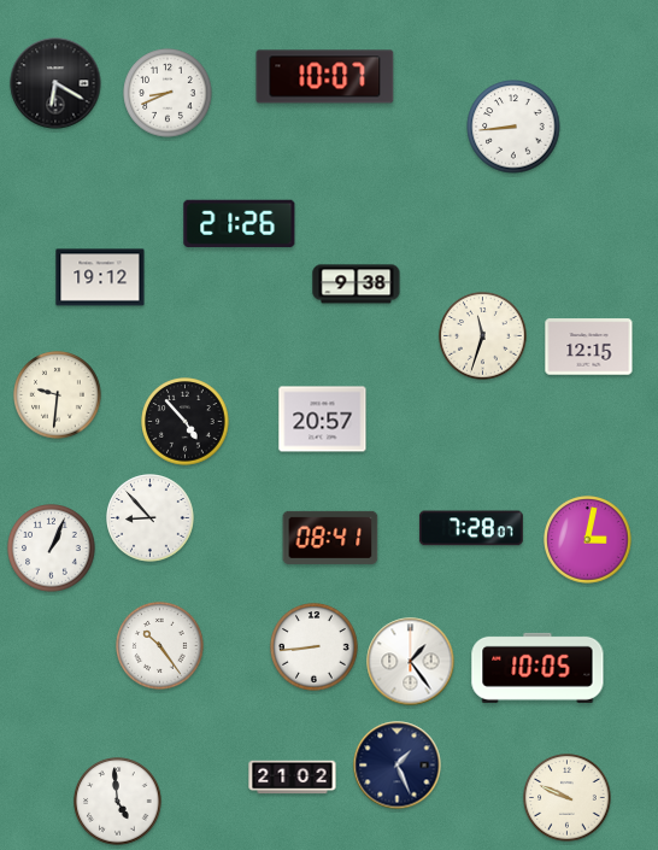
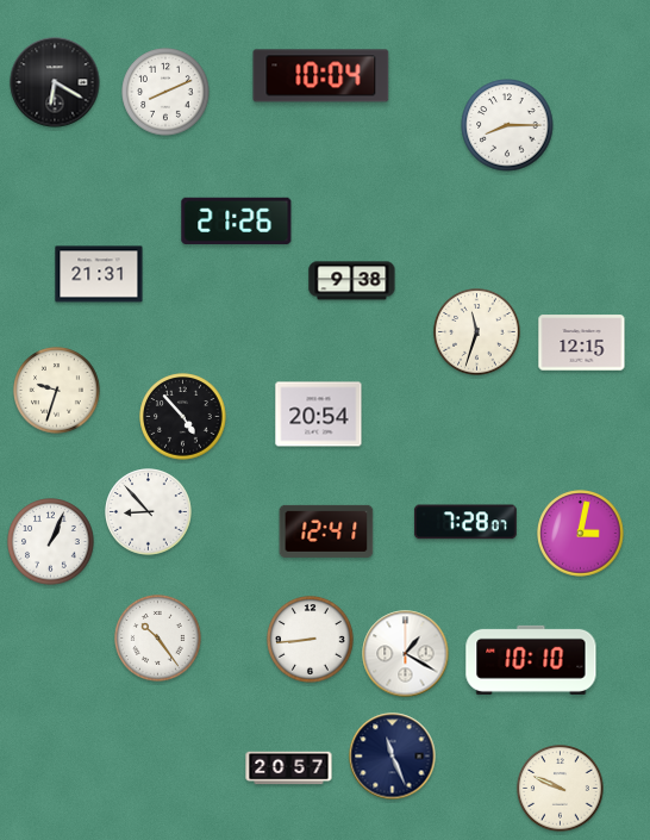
clock at (325, 77): 10:07 -> 10:04
clock at (168, 93): 8:41 -> 8:11
clock at (513, 127): 8:44 -> 8:15
clock at (100, 277): 19:12 -> 21:31
clock at (58, 395): 9:31 -> 9:33
clock at (323, 420): 20:57 -> 20:54
clock at (330, 538): 08:41 -> 12:41
clock at (411, 662): 1:24 -> 1:20
clock at (537, 668): 10:05 -> 10:10
clock at (398, 766): 1:26 -> 11:26
clock at (293, 778): 21:02 -> 20:57
clock at (118, 802): 4:59 -> none
